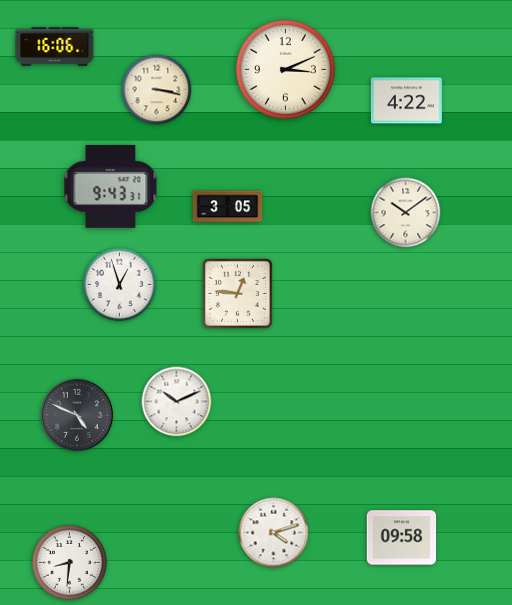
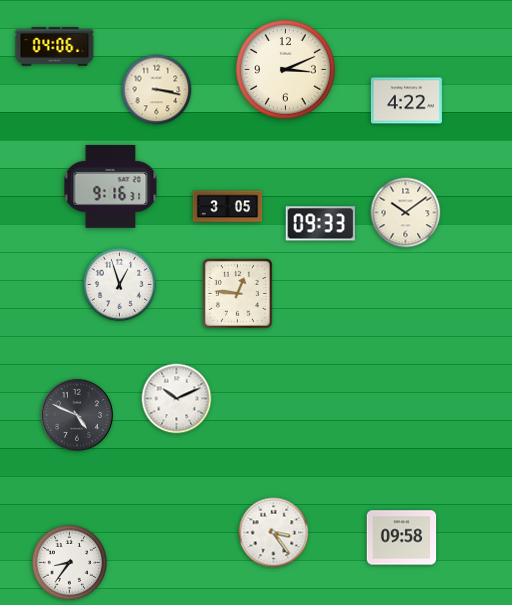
clock at (55, 47): 16:06 -> 04:06
clock at (111, 186): 9:43 -> 9:16
clock at (320, 224): none -> 09:33
clock at (177, 402) position: (177, 402) -> (177, 399)
clock at (274, 533): 4:12 -> 3:24
clock at (69, 562): 8:31 -> 8:36
